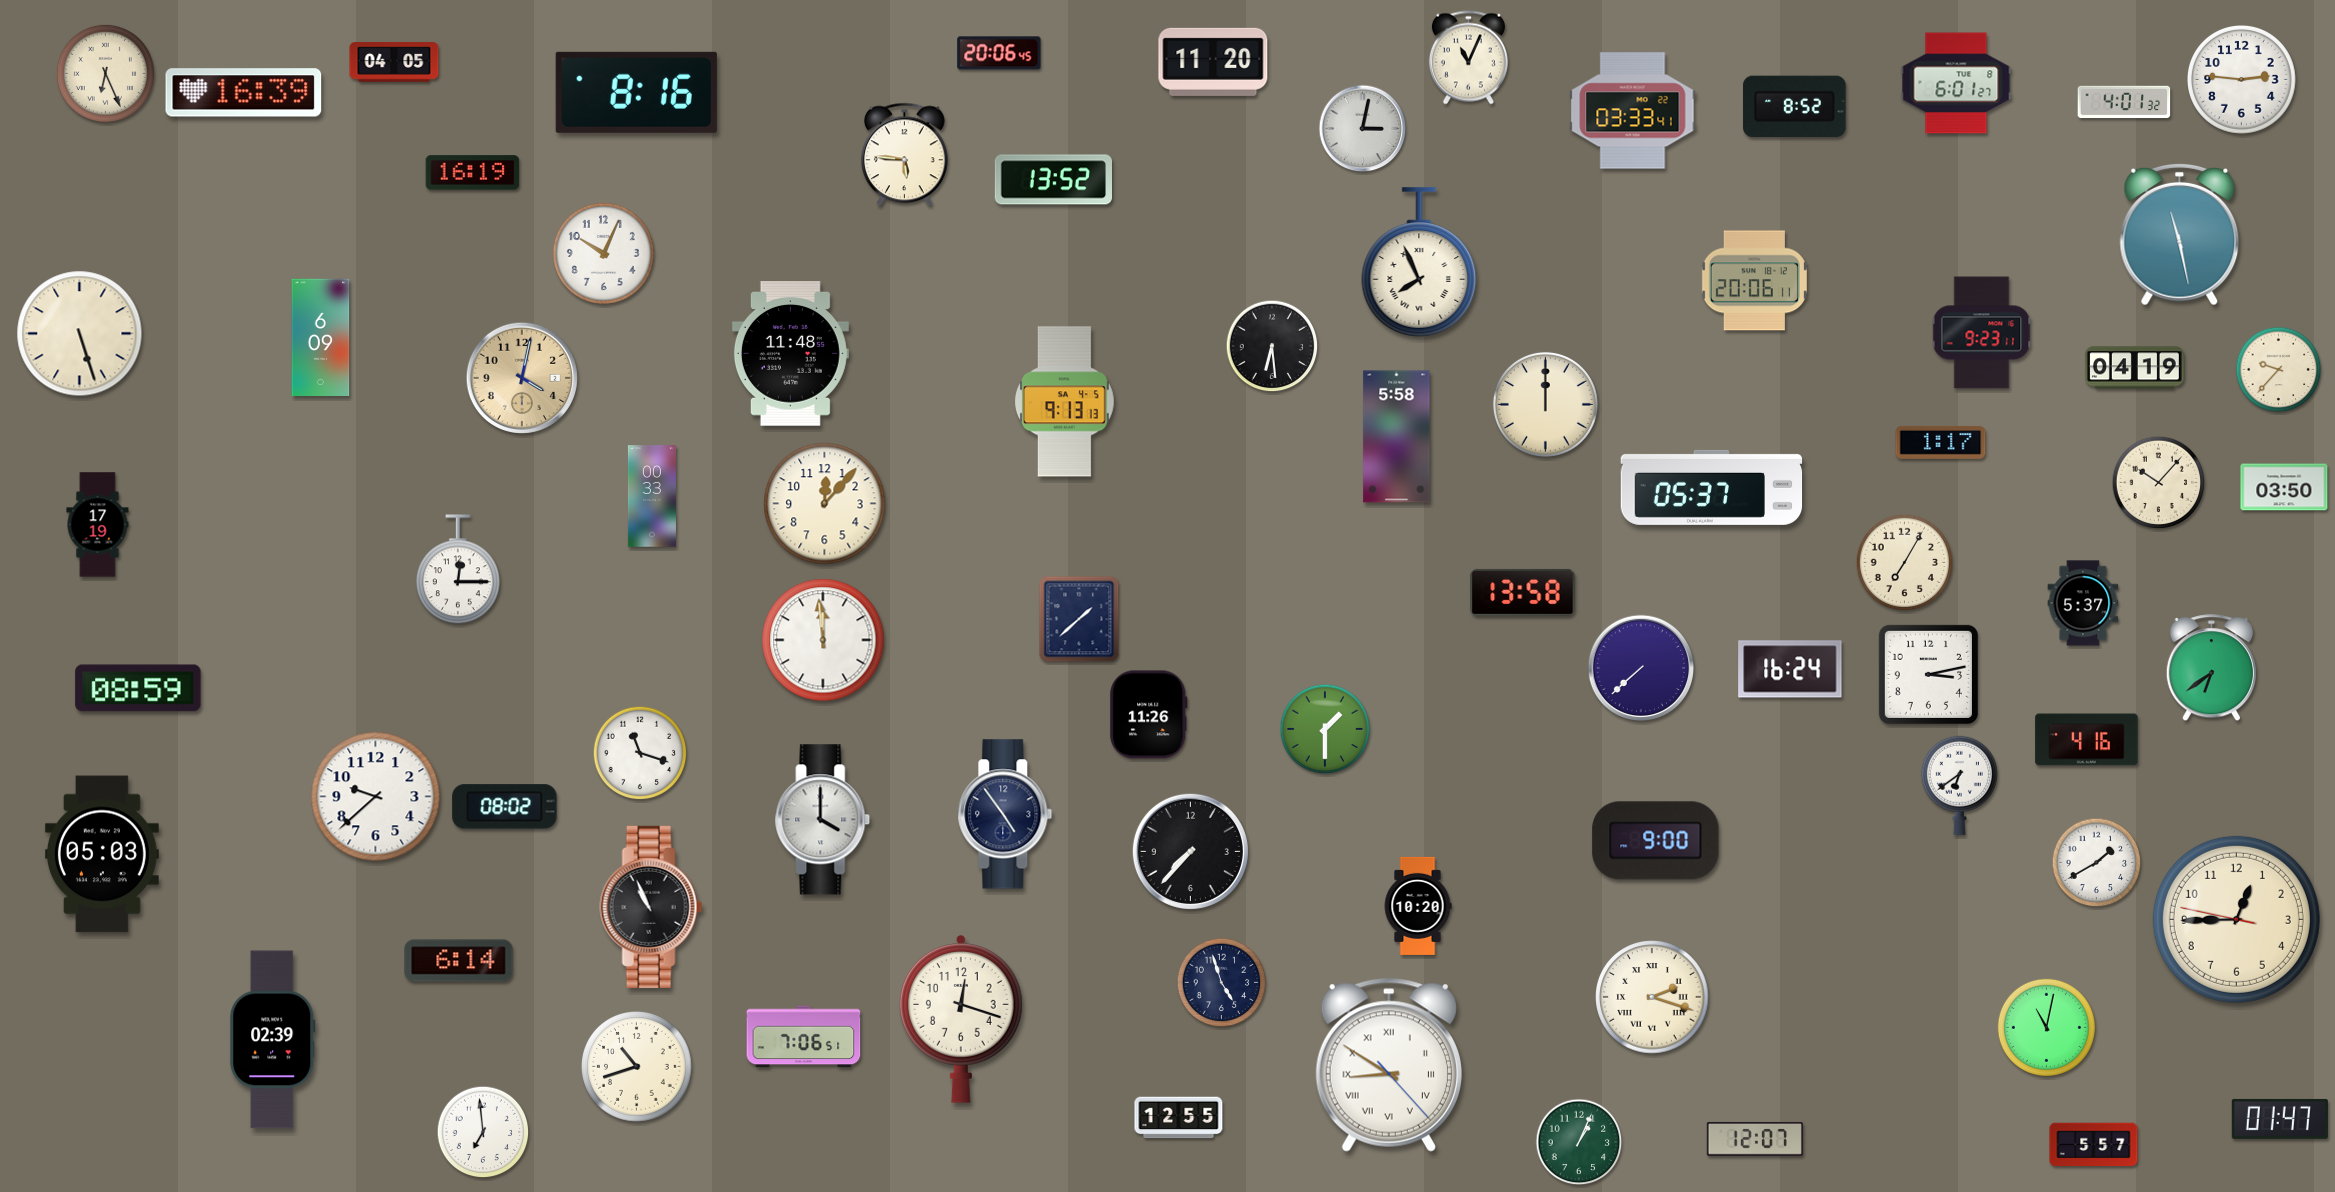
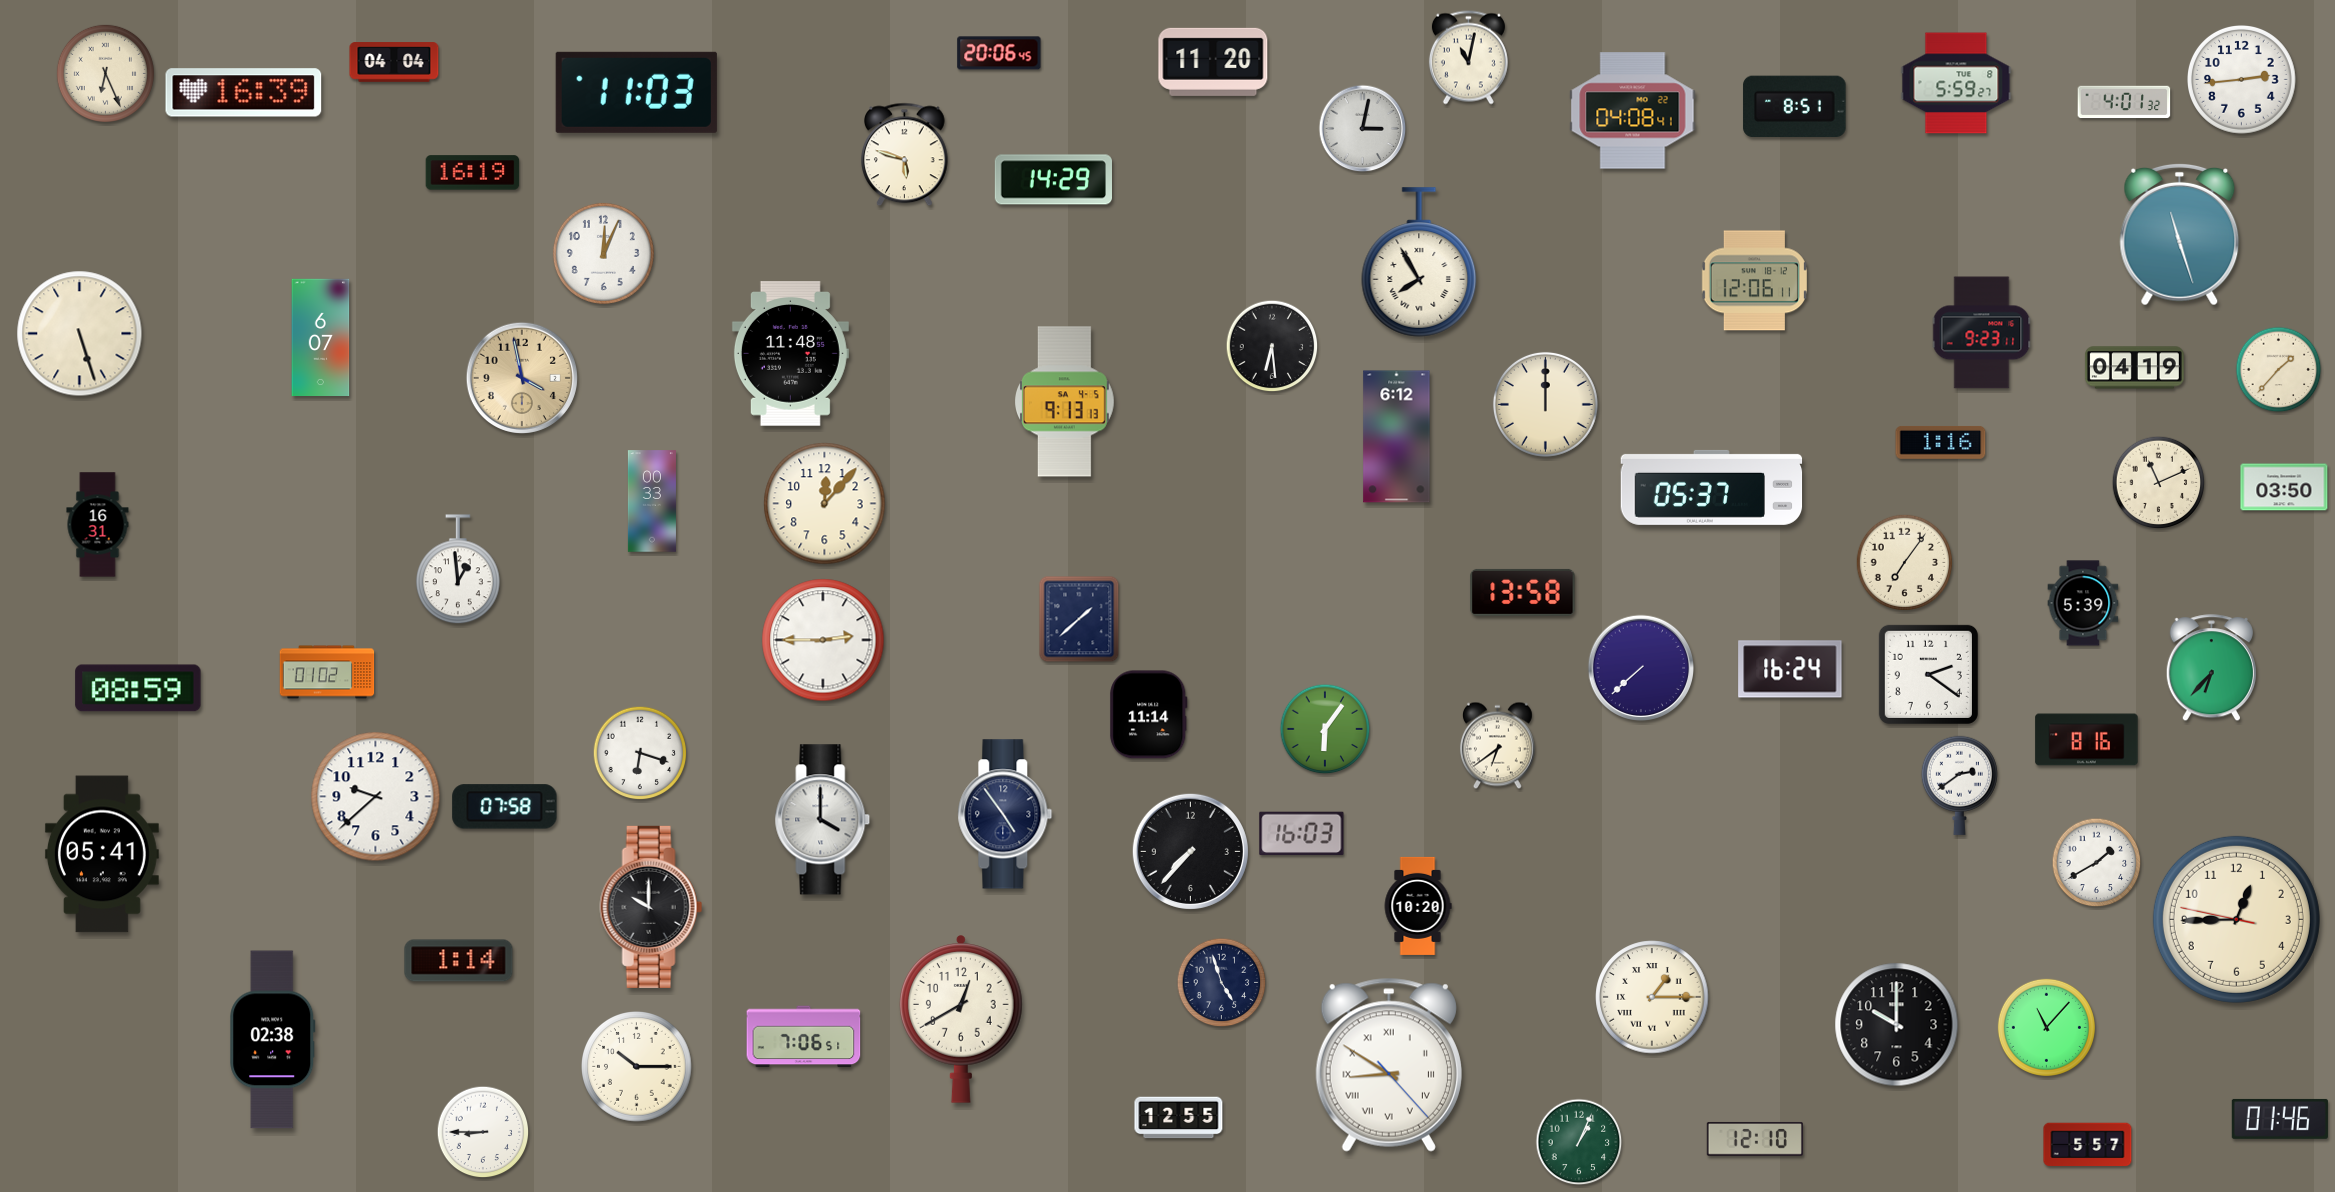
clock at (1468, 58): 11:04 -> 11:02
clock at (394, 62): 04:05 -> 04:04
clock at (2242, 80): 2:46 -> 2:44
clock at (1956, 83): 6:01 -> 5:59
clock at (636, 92): 8:16 -> 11:03
clock at (1795, 106): 8:52 -> 8:51
clock at (1633, 111): 03:33 -> 04:08
clock at (905, 155): 5:46 -> 5:48
clock at (1053, 180): 13:52 -> 14:29
clock at (2180, 234): 11:28 -> 11:27
clock at (603, 253): 10:04 -> 12:04
clock at (1419, 262): 7:56 -> 7:55
clock at (1754, 281): 20:06 -> 12:06
clock at (321, 338): 6:09 -> 6:07
clock at (2279, 370): 9:37 -> 1:37
clock at (522, 378): 4:02 -> 3:58
clock at (1397, 437): 5:58 -> 6:12
clock at (1941, 442): 1:17 -> 1:16
clock at (2159, 483): 10:07 -> 11:11
clock at (652, 496) position: (652, 496) -> (652, 501)
clock at (98, 525): 17:19 -> 16:31
clock at (1904, 562): 7:05 -> 7:06
clock at (458, 570): 12:15 -> 12:59
clock at (2083, 603): 5:37 -> 5:39
clock at (823, 640): 11:59 -> 2:45
clock at (2211, 668): 6:39 -> 6:37
clock at (327, 672): none -> 01:02
clock at (1928, 674): 3:13 -> 2:21
clock at (1149, 715): 11:26 -> 11:14
clock at (1325, 729): 1:30 -> 6:06
clock at (2087, 740): 4:16 -> 8:16
clock at (1497, 746): none -> 6:39
clock at (640, 753): 11:18 -> 6:18
clock at (1959, 785): 6:39 -> 2:39
clock at (505, 807): 08:02 -> 07:58
clock at (1302, 834): none -> 16:03
clock at (1656, 841): 9:00 -> none
clock at (102, 854): 05:03 -> 05:41
clock at (651, 907): 10:56 -> 10:00
clock at (459, 961): 6:14 -> 1:14
clock at (1652, 997): 2:18 -> 1:15
clock at (962, 1019): 12:18 -> 12:40
clock at (1897, 1025): none -> 10:00
clock at (2046, 1027): 11:02 -> 11:07
clock at (273, 1040): 02:39 -> 02:38
clock at (637, 1067): 10:42 -> 10:15
clock at (2280, 1119): 01:47 -> 01:46
clock at (483, 1132): 6:59 -> 8:45
clock at (1755, 1139): 12:07 -> 12:10
clock at (2094, 1145) position: (2094, 1145) -> (2088, 1145)
